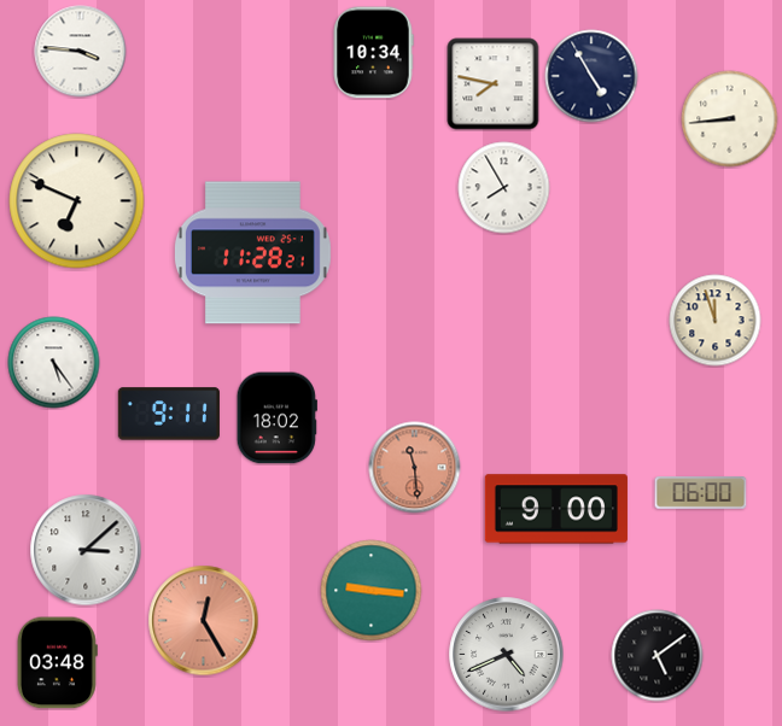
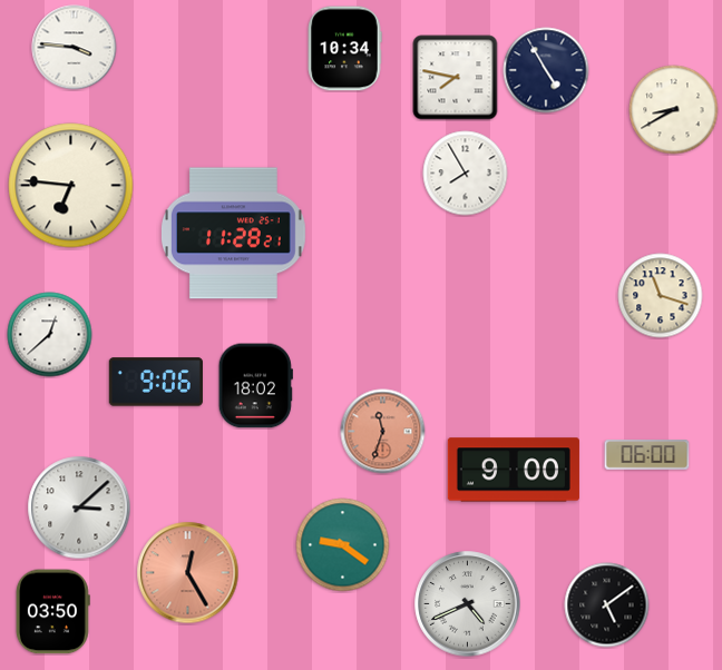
clock at (730, 119): 8:44 -> 8:40
clock at (77, 201): 6:49 -> 6:46
clock at (716, 321): 11:57 -> 11:18
clock at (54, 363): 5:24 -> 12:38
clock at (169, 414): 9:11 -> 9:06
clock at (415, 468): 11:29 -> 11:33
clock at (372, 591): 9:16 -> 9:21
clock at (57, 663): 03:48 -> 03:50
